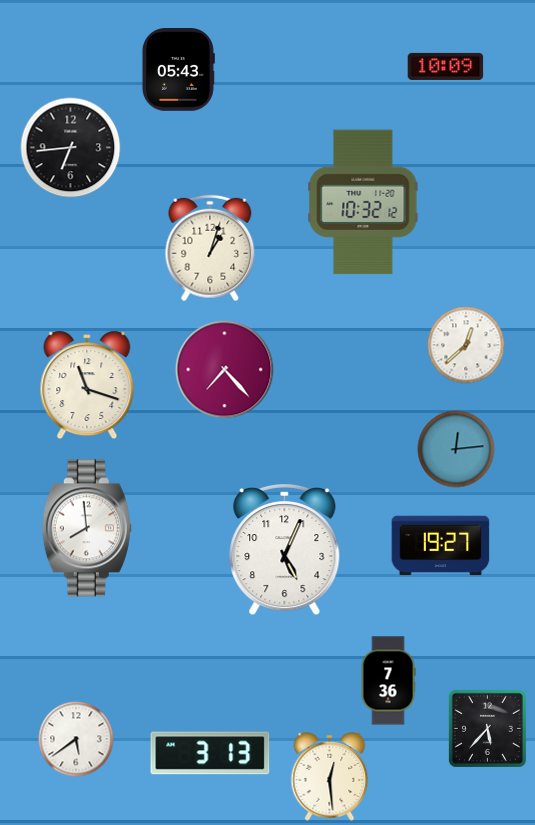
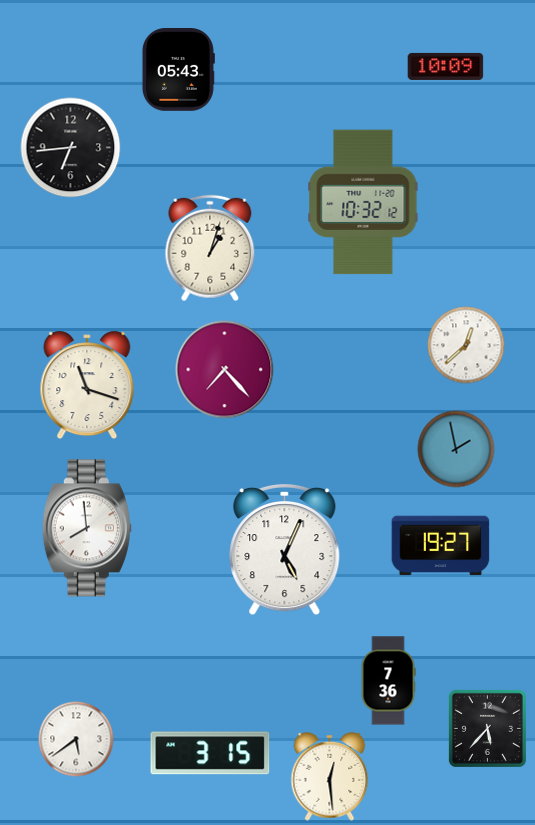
clock at (456, 449): 12:14 -> 1:58
clock at (210, 753): 3:13 -> 3:15
